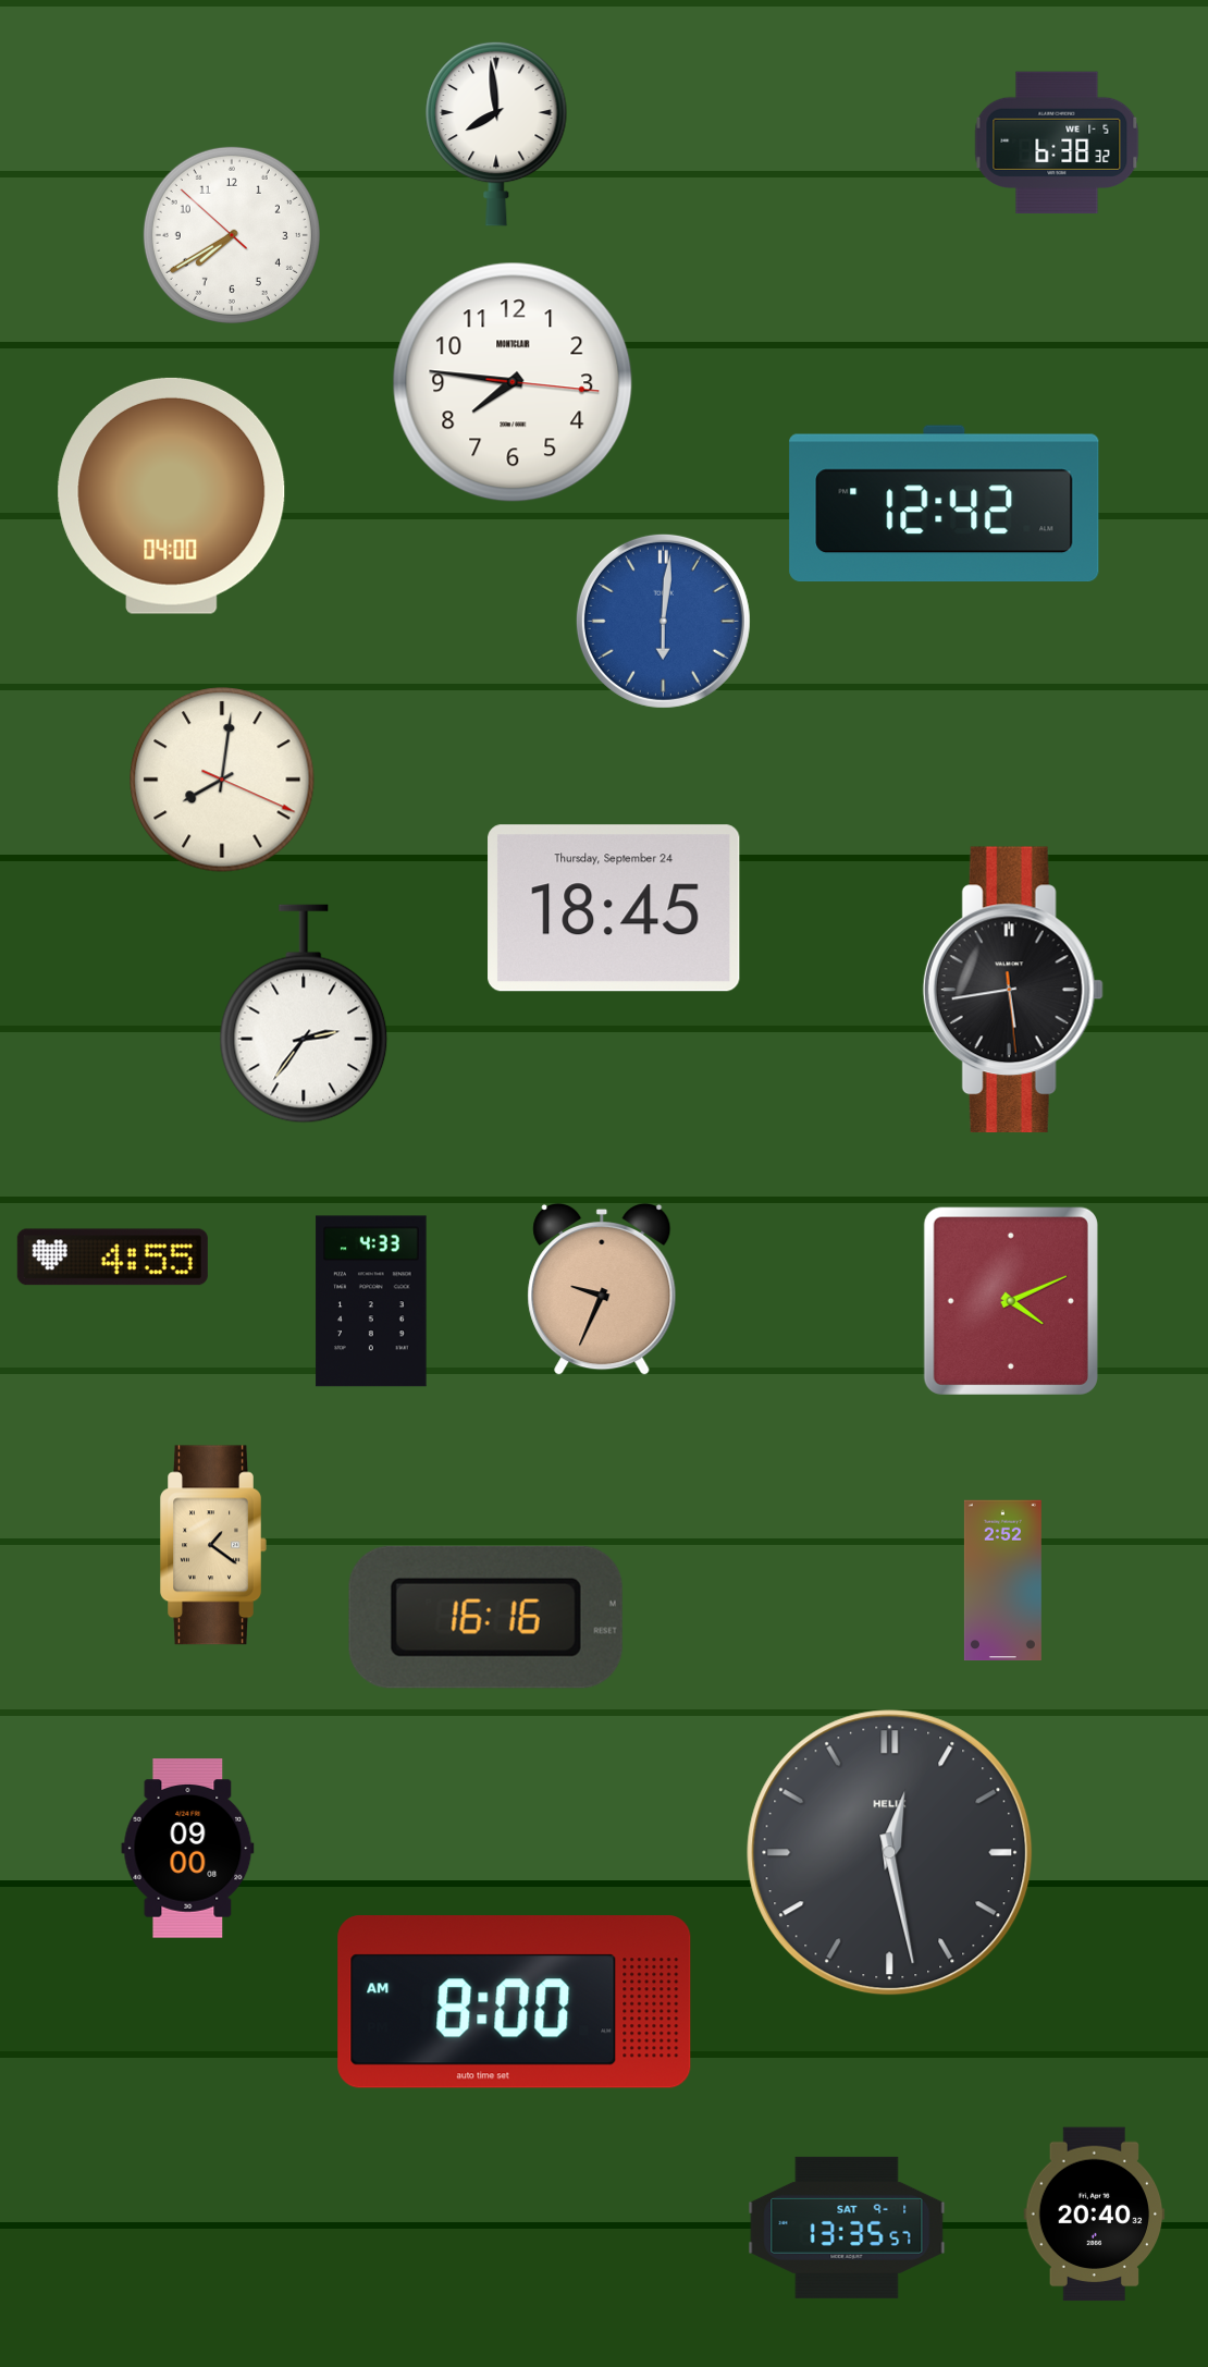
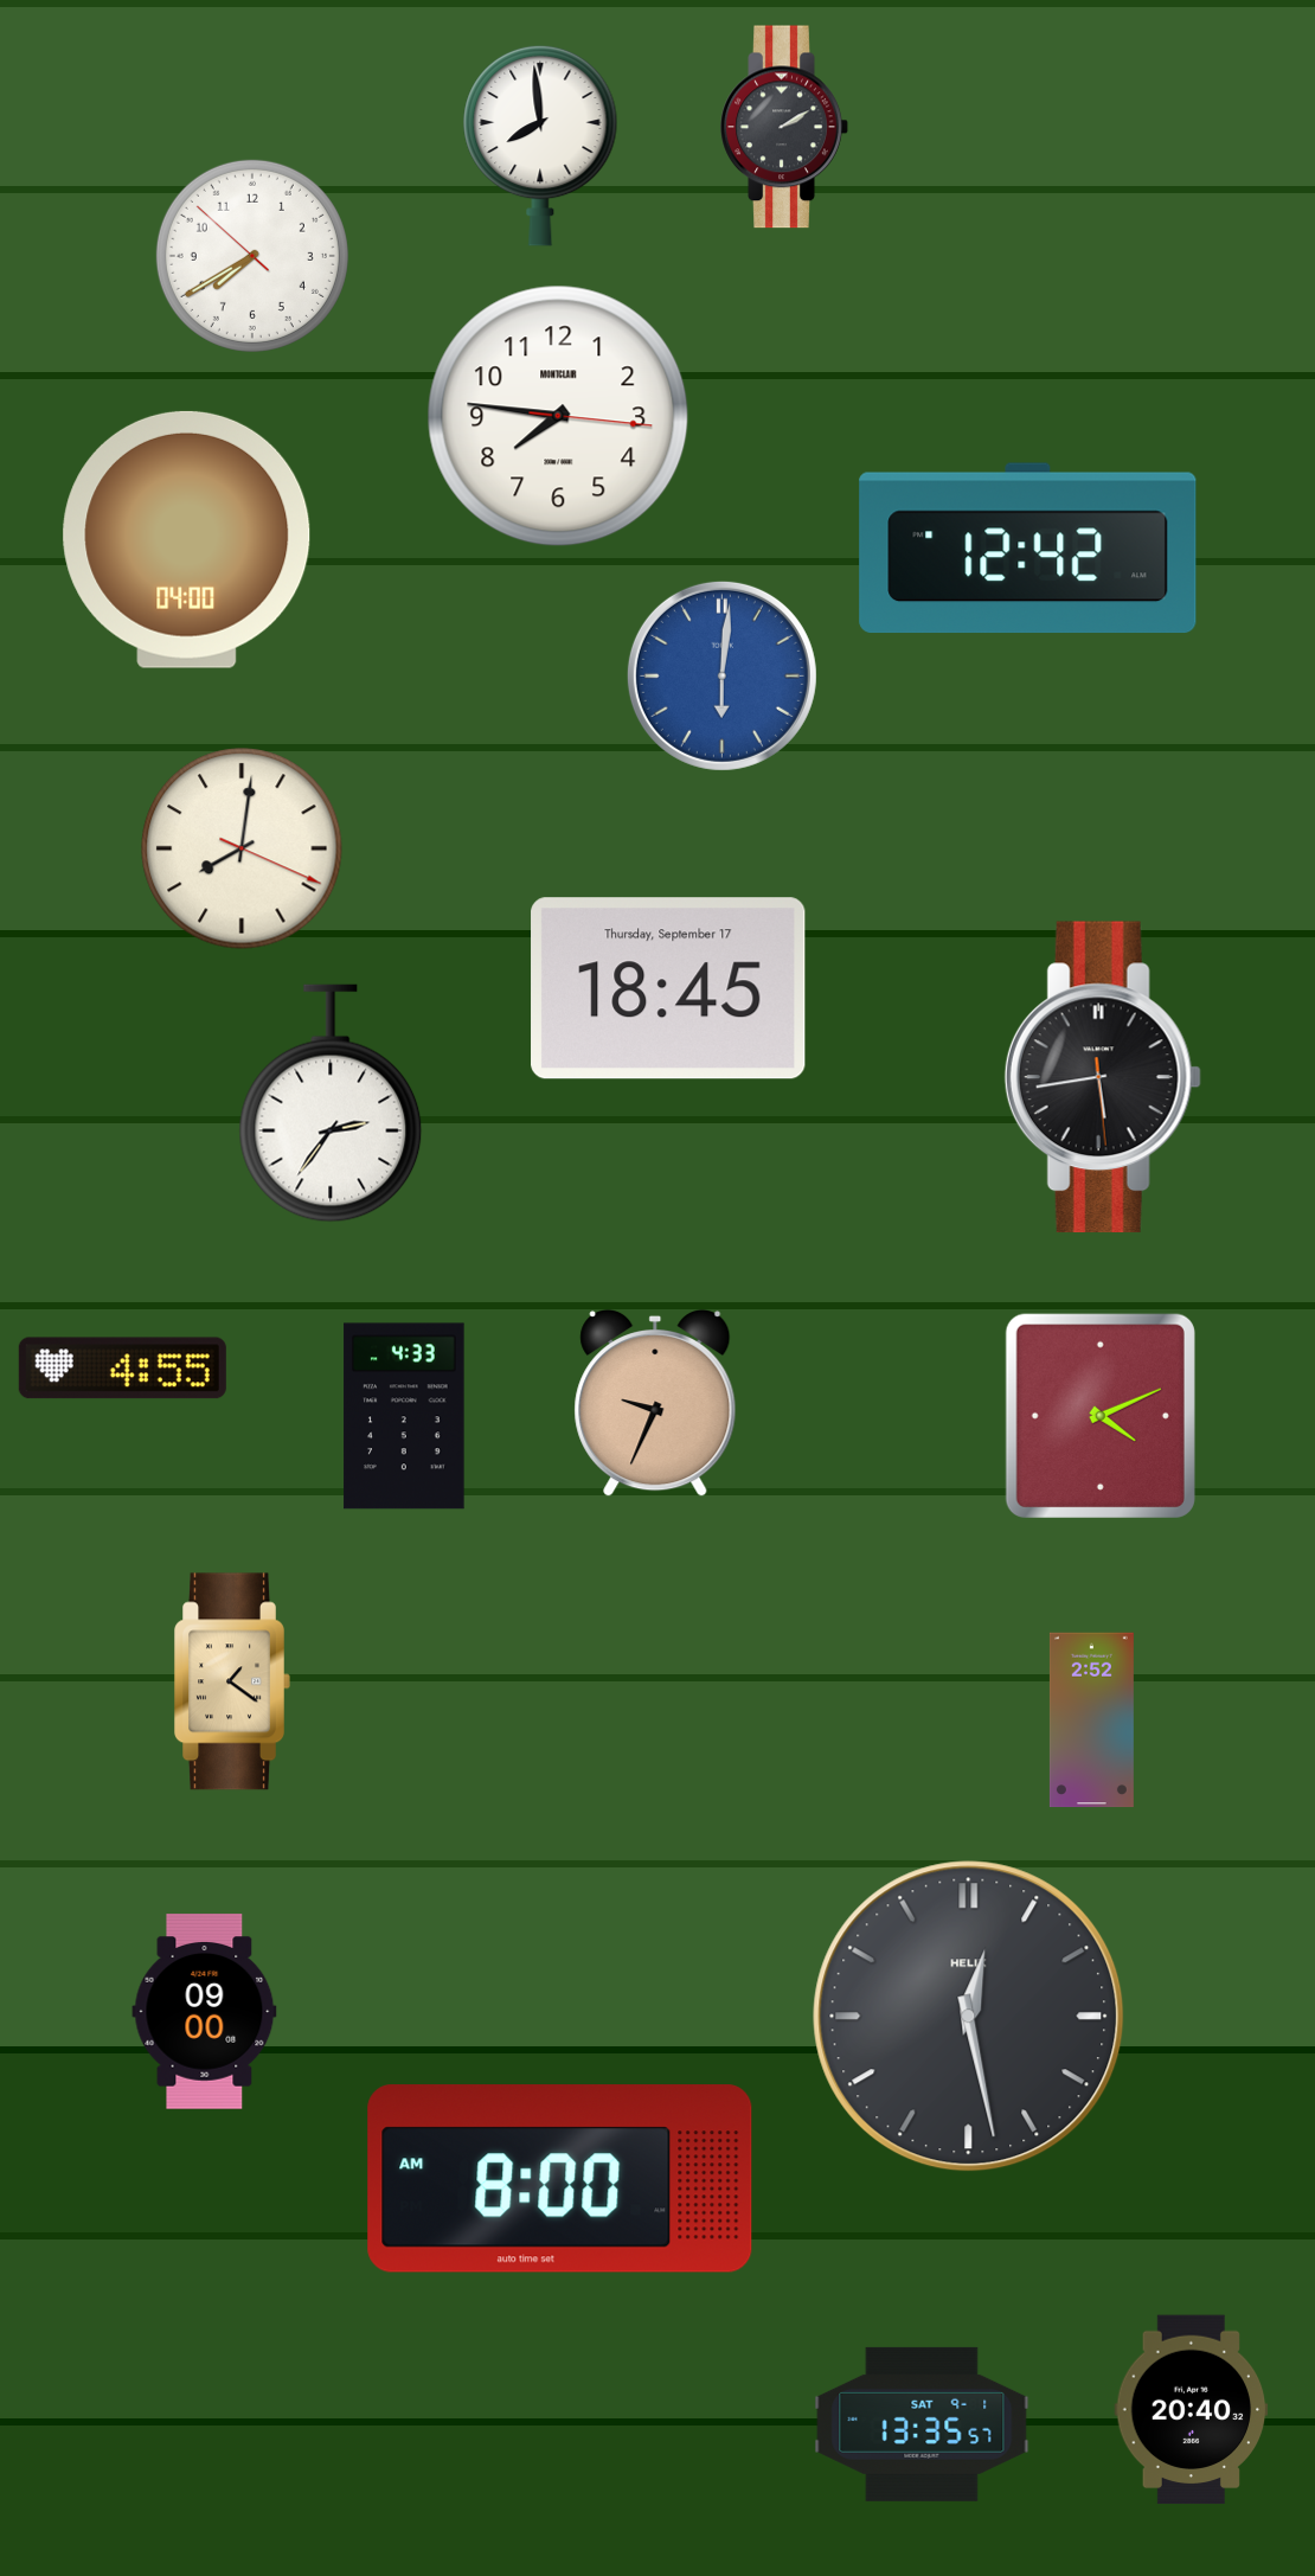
clock at (784, 127): none -> 2:10
clock at (1057, 143): 6:38 -> none
clock at (614, 908) date: Thursday, September 24 -> Thursday, September 17
clock at (485, 1617): 16:16 -> none
